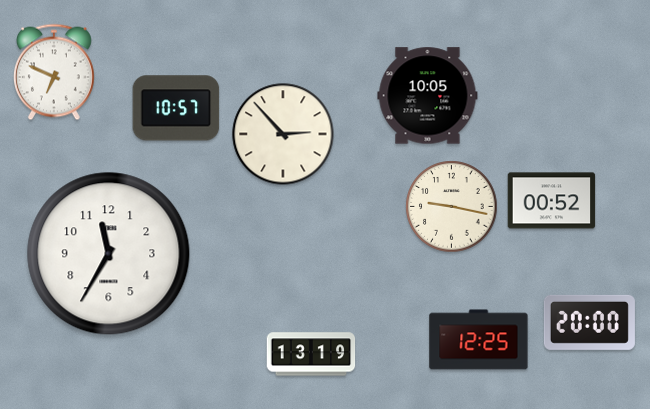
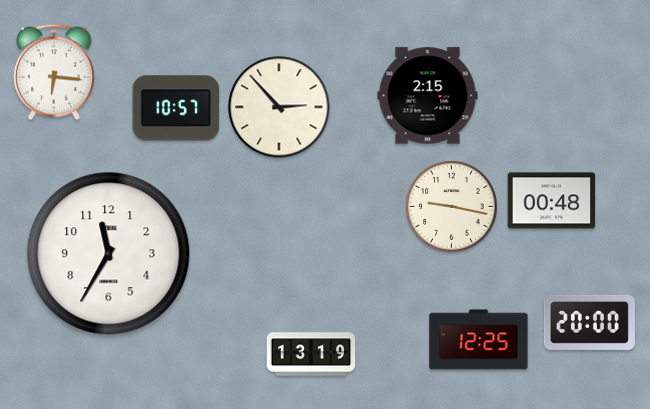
clock at (54, 72): 6:49 -> 6:16
clock at (428, 96): 10:05 -> 2:15
clock at (283, 134) position: (283, 134) -> (279, 107)
clock at (552, 201): 00:52 -> 00:48
